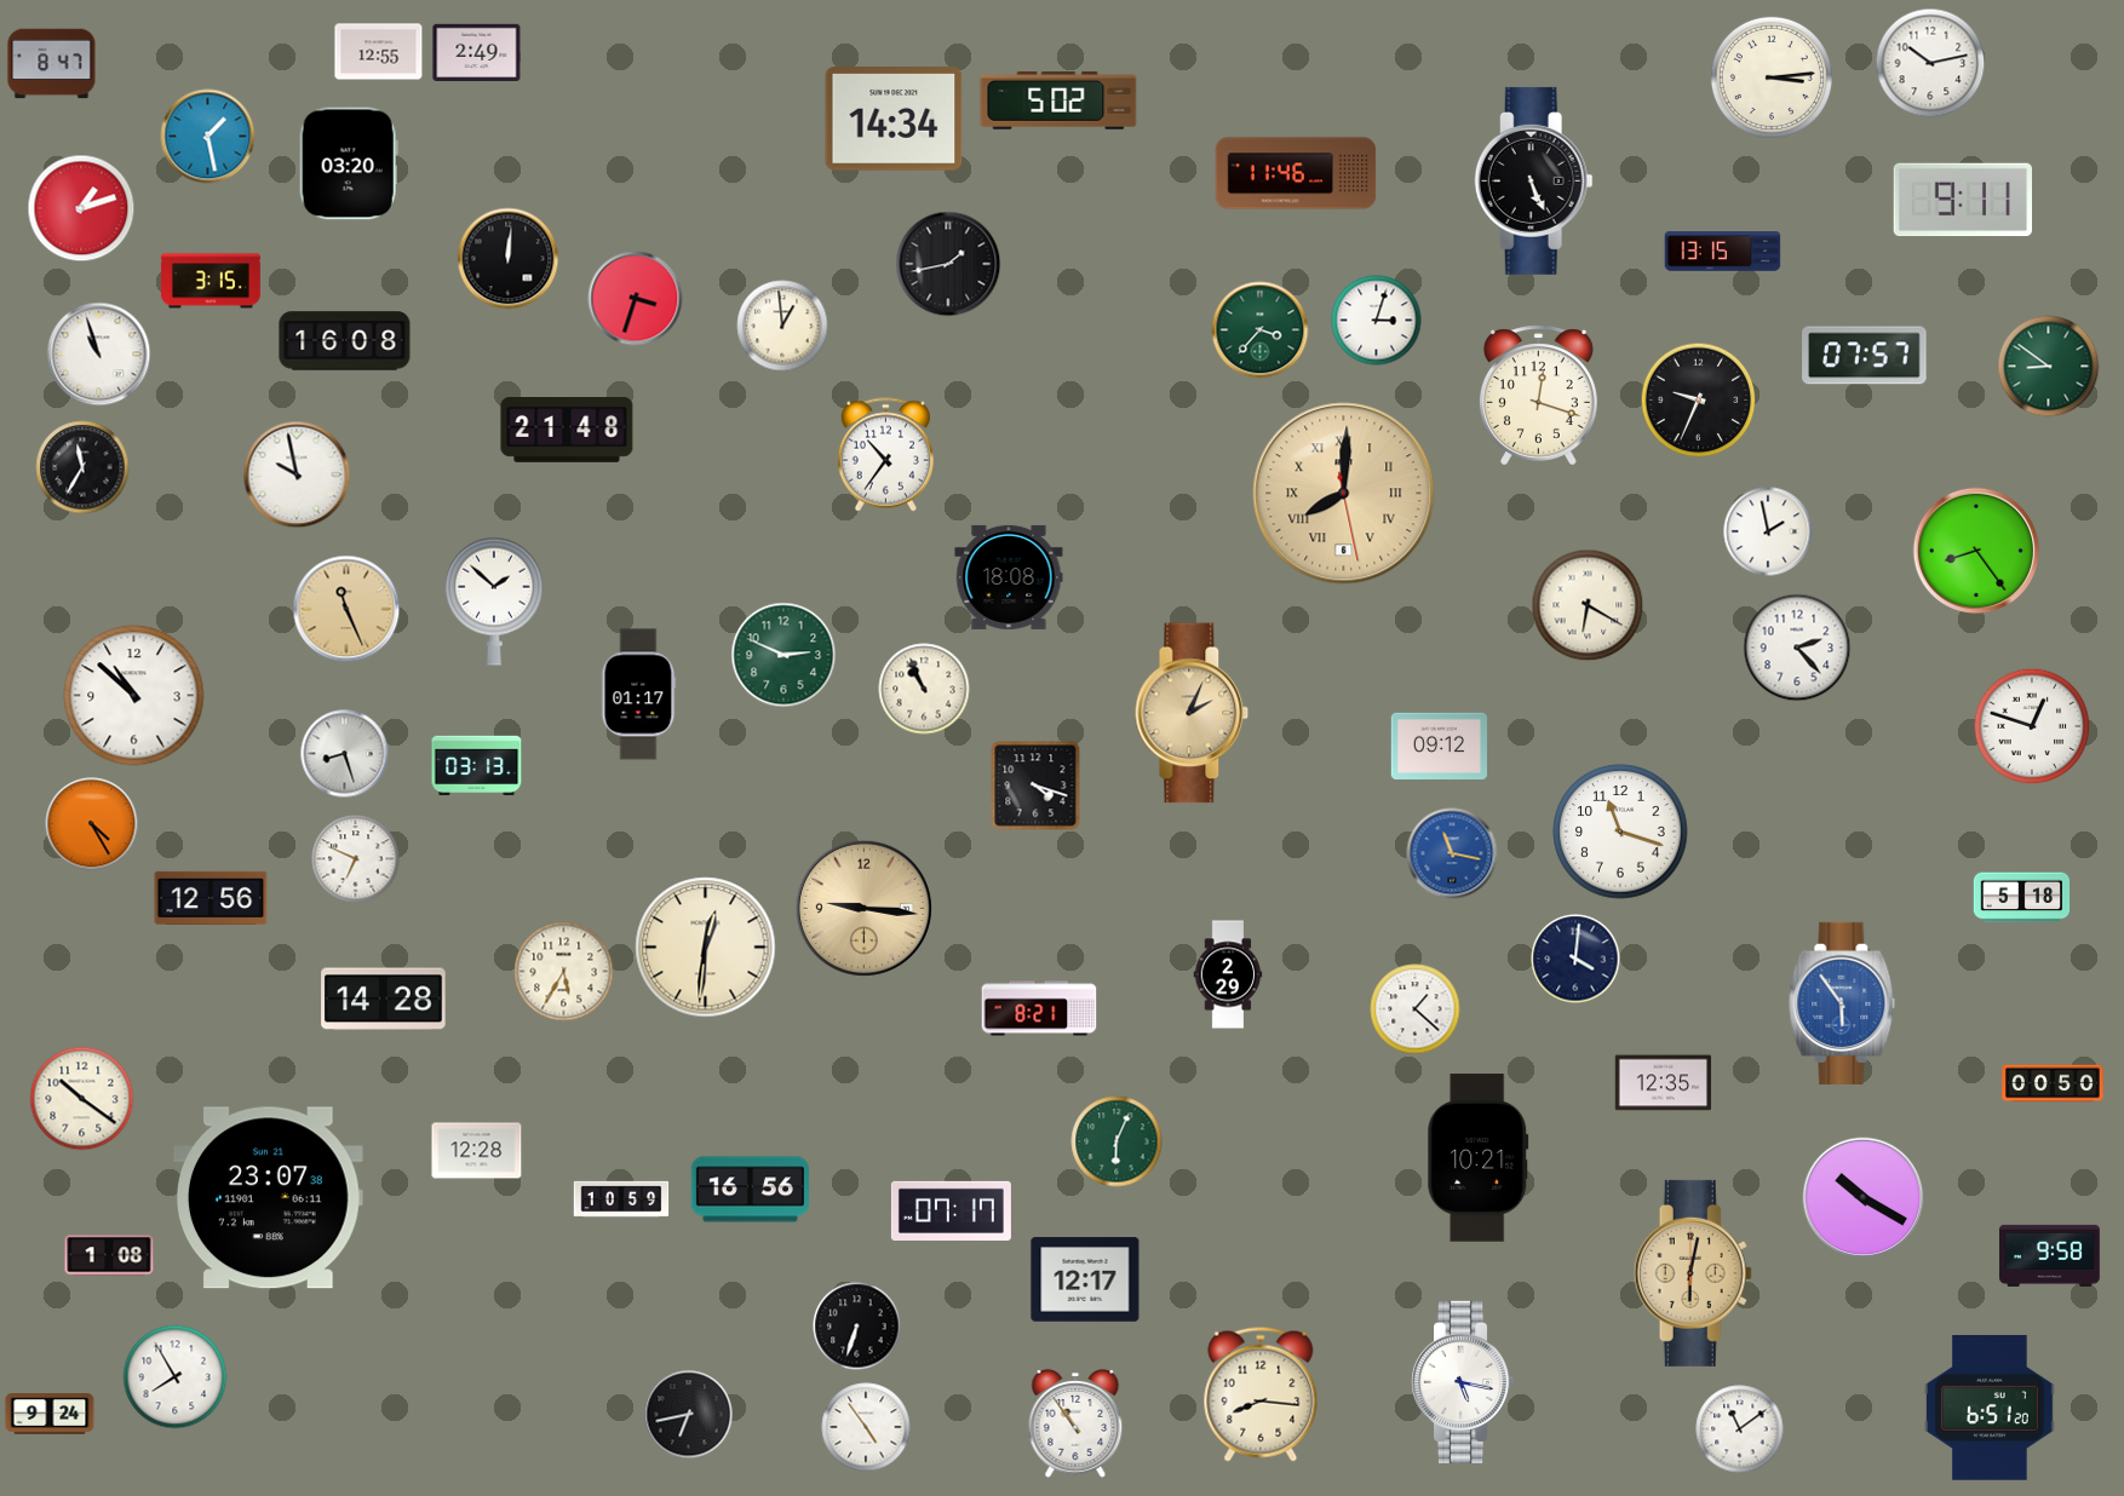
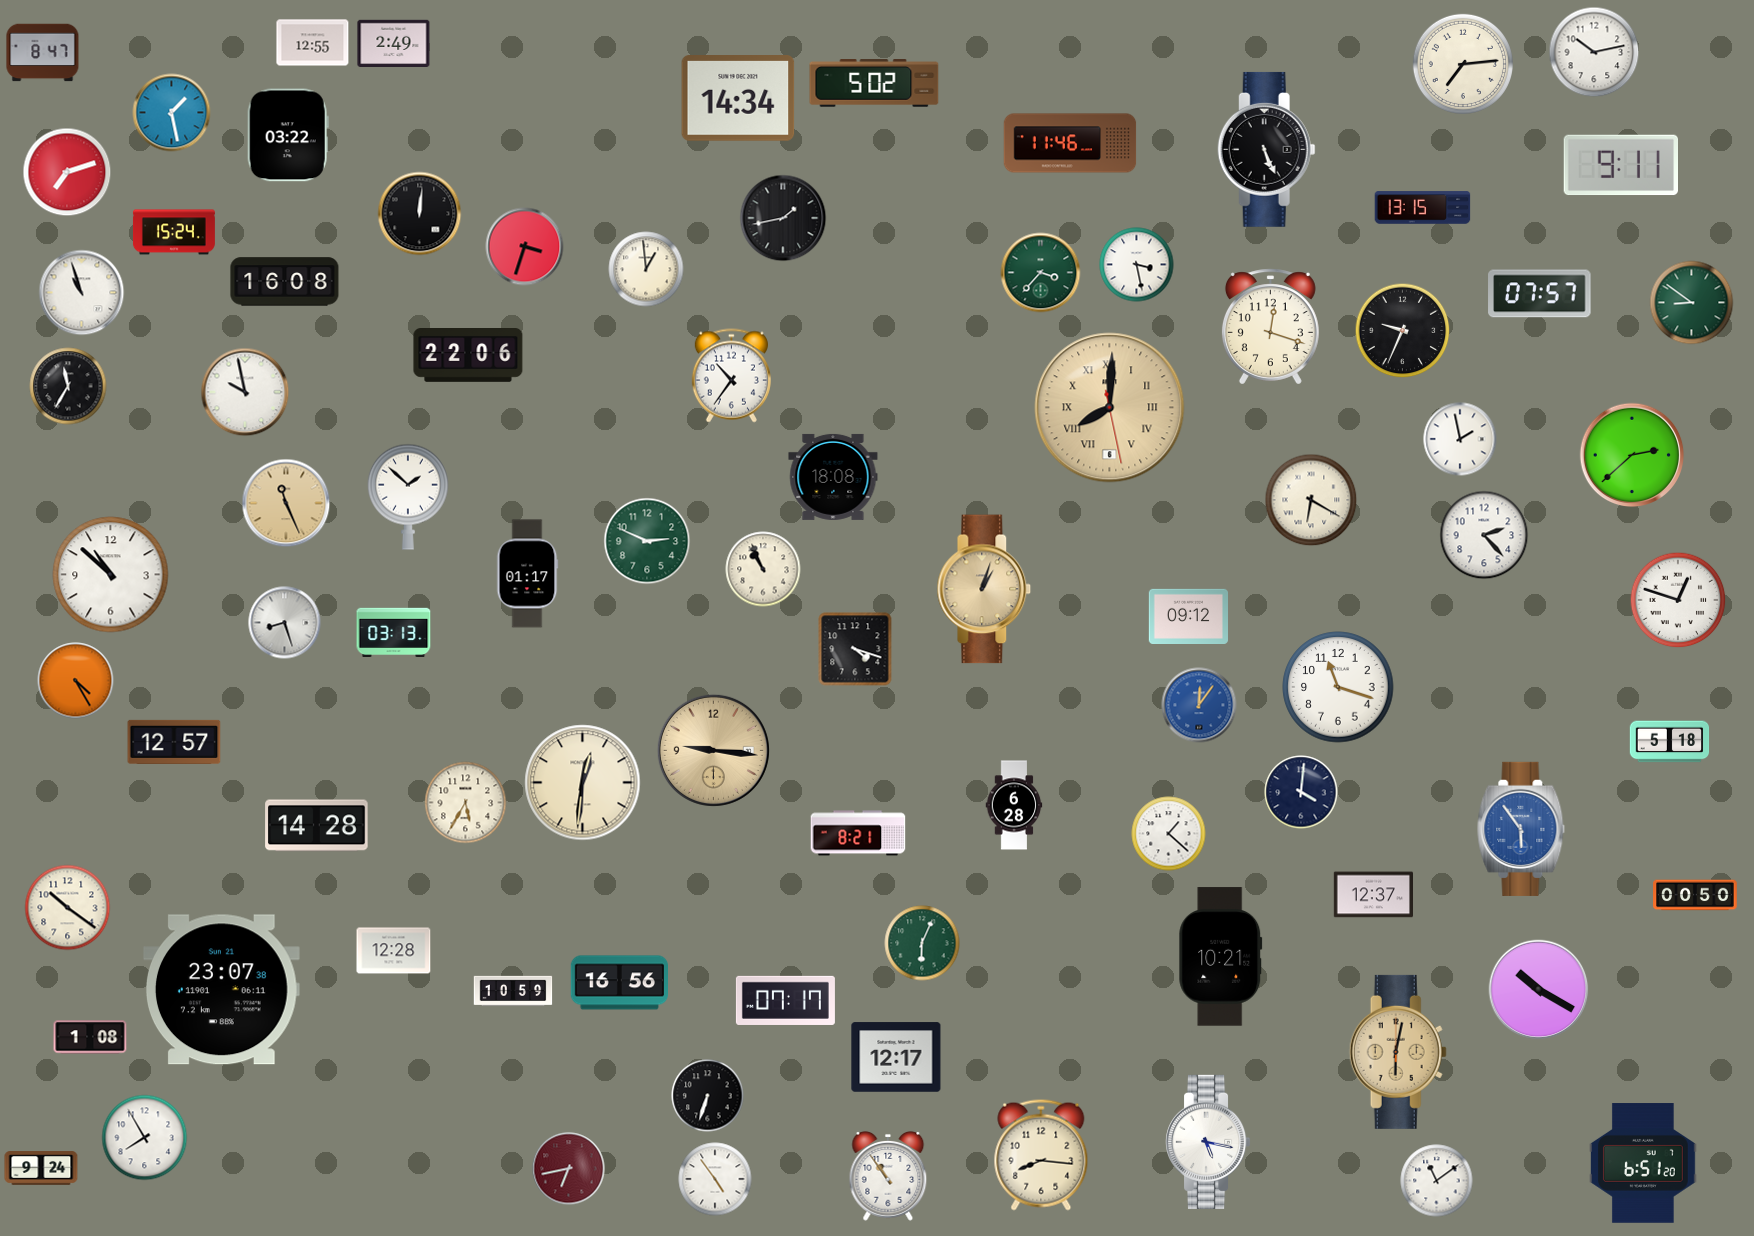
clock at (1772, 77): 3:14 -> 7:14
clock at (349, 163): 03:20 -> 03:22
clock at (81, 208): 1:12 -> 7:12
clock at (211, 281): 3:15 -> 15:24
clock at (1377, 321): 3:03 -> 3:28
clock at (567, 431): 21:48 -> 22:06
clock at (1976, 551): 8:24 -> 2:38
clock at (1192, 713): 2:04 -> 1:03
clock at (1452, 853): 11:17 -> 12:06
clock at (356, 859): 6:49 -> none
clock at (211, 898): 12:56 -> 12:57
clock at (1228, 974): 2:29 -> 6:28
clock at (1663, 1083): 12:35 -> 12:37
clock at (2050, 1255): 9:58 -> none
clock at (1261, 1394) position: (1261, 1394) -> (1041, 1155)
clock at (689, 1415) dial: black -> burgundy
